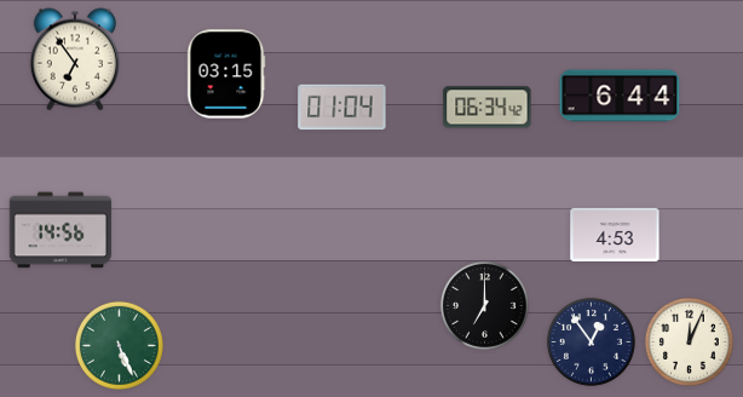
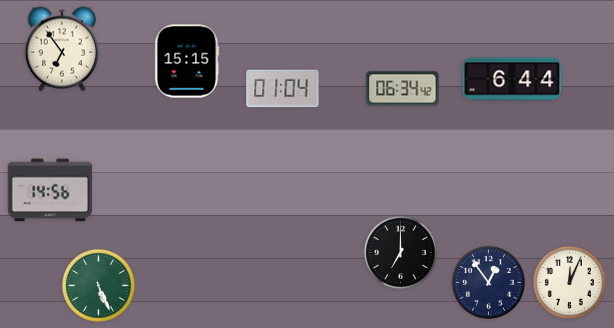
clock at (226, 74): 03:15 -> 15:15
clock at (615, 235): 4:53 -> none
